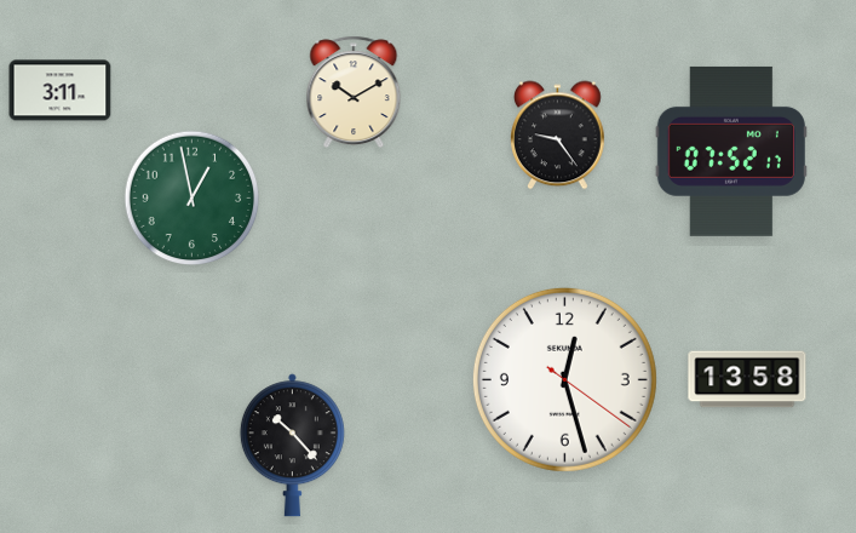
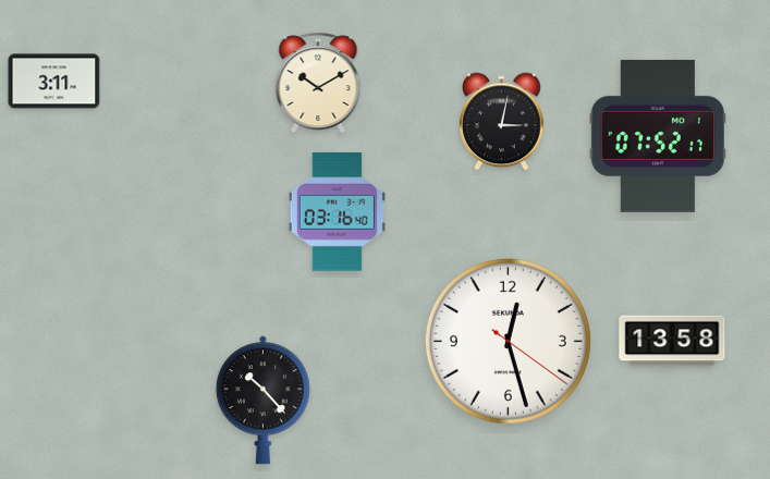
clock at (558, 136): 9:24 -> 3:02
clock at (193, 199): 12:58 -> none
clock at (337, 212): none -> 03:16
